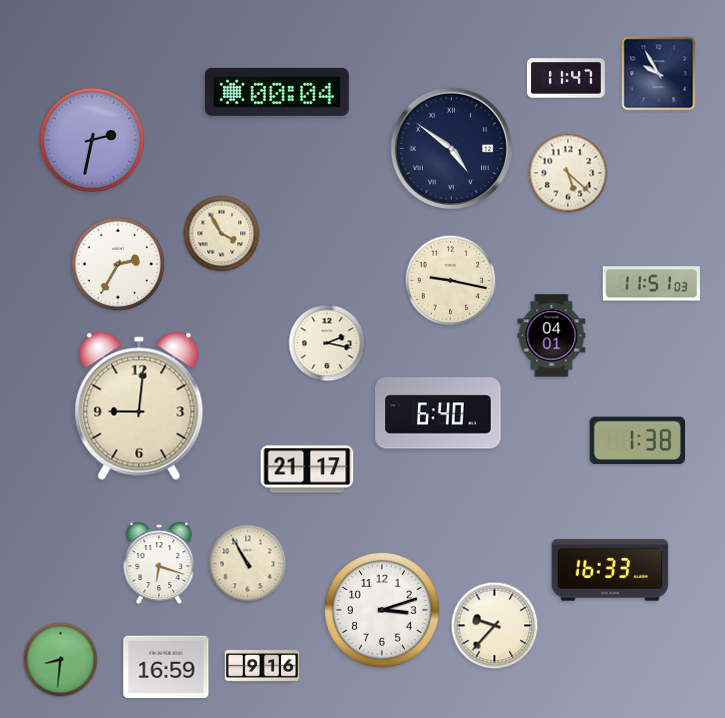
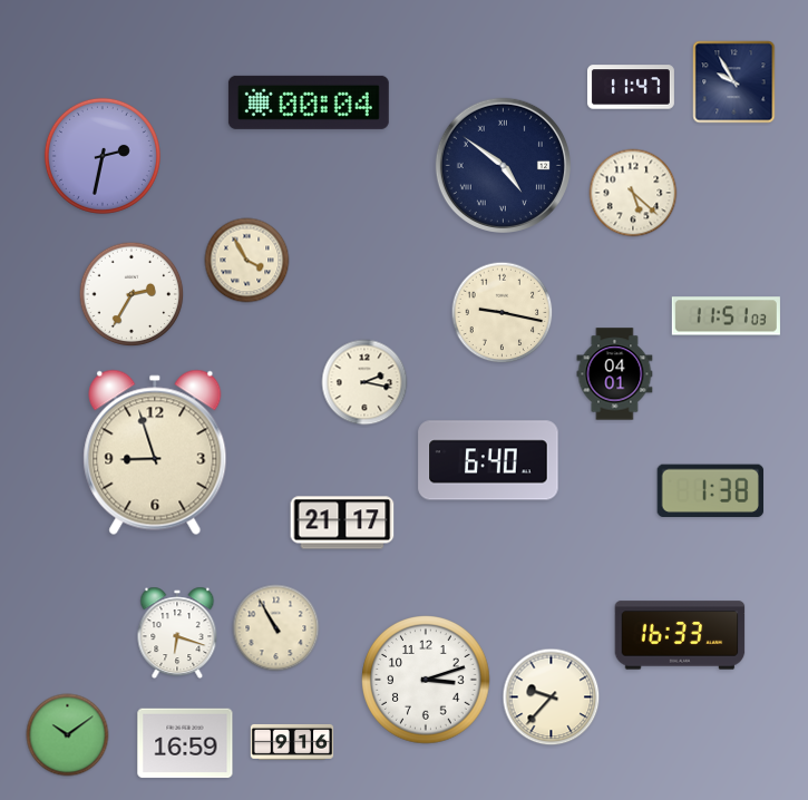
clock at (139, 406): 9:01 -> 8:57
clock at (159, 563) position: (159, 563) -> (177, 633)
clock at (61, 660): 8:31 -> 10:09
